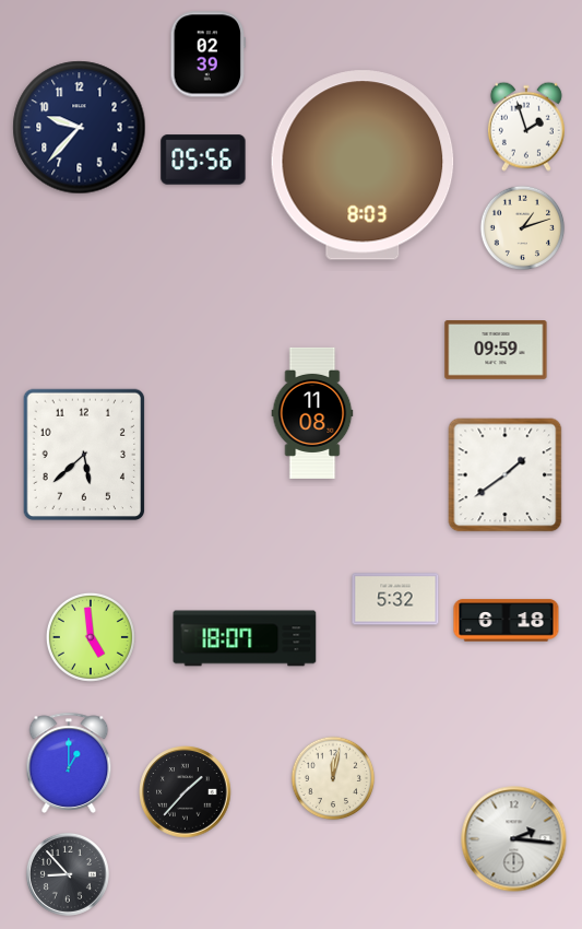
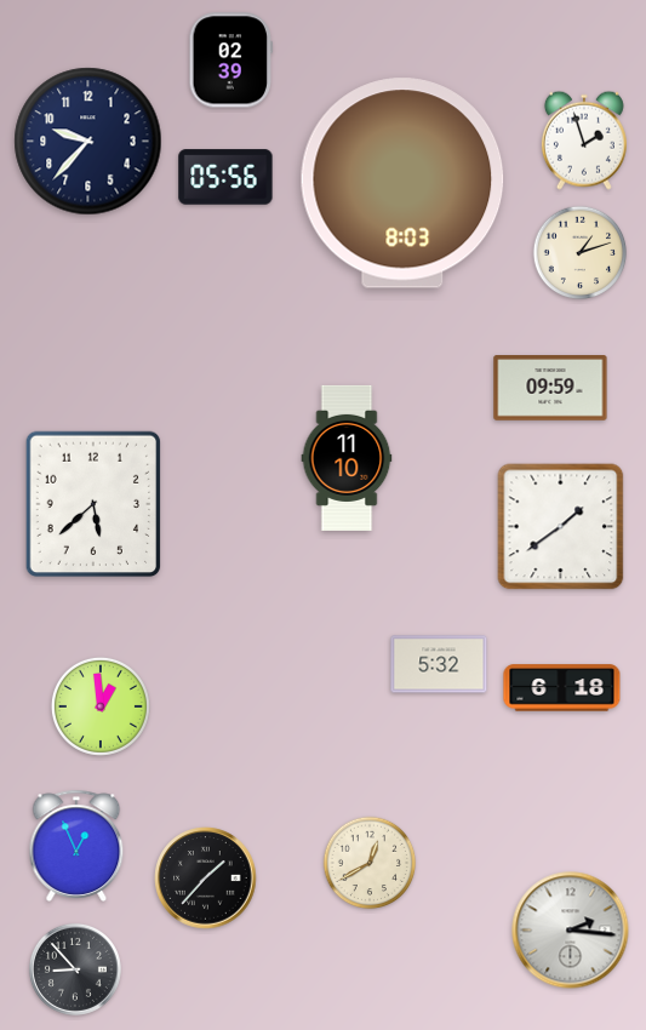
clock at (312, 413): 11:08 -> 11:10
clock at (91, 637): 4:59 -> 12:59
clock at (245, 638): 18:07 -> none
clock at (69, 763): 1:00 -> 12:56
clock at (333, 778): 12:02 -> 12:40
